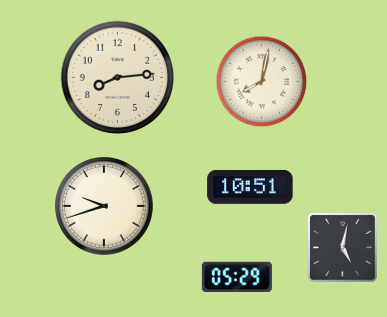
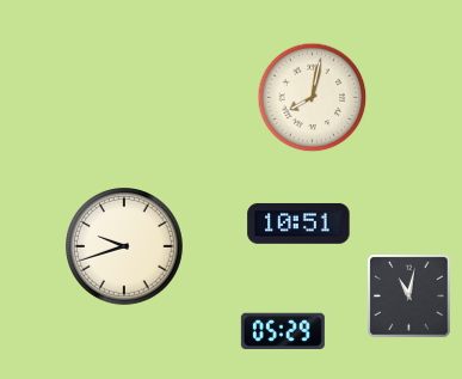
clock at (118, 78): 8:14 -> none
clock at (343, 248): 5:02 -> 11:02
